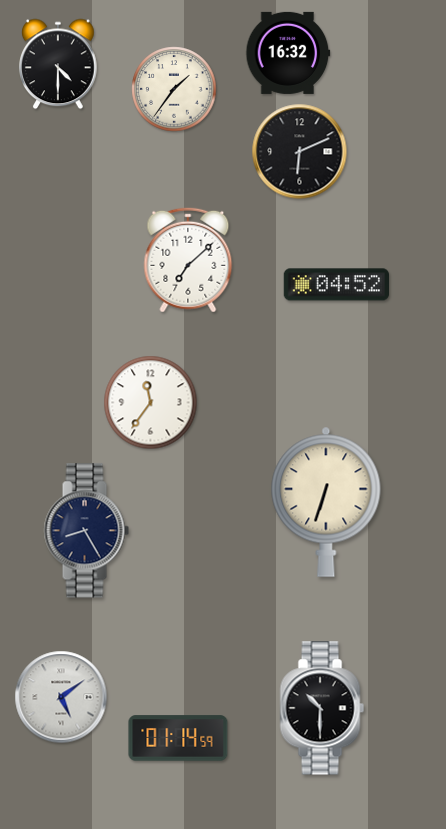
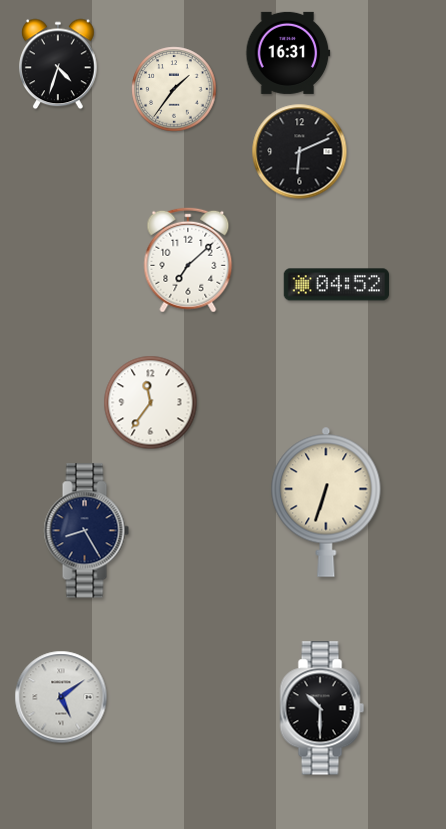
clock at (288, 53): 16:32 -> 16:31
clock at (59, 64): 4:30 -> 4:33
clock at (178, 738): 01:14 -> none
